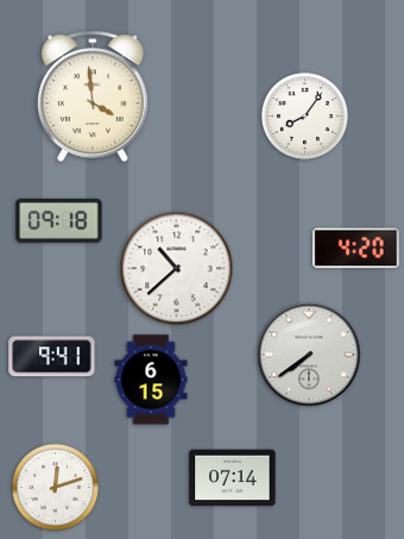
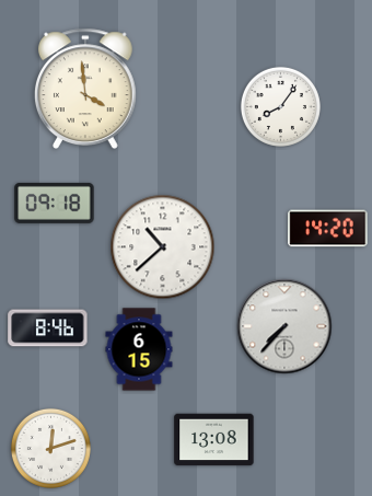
clock at (356, 249): 4:20 -> 14:20
clock at (309, 355): 7:39 -> 7:37
clock at (52, 357): 9:41 -> 8:46
clock at (233, 478): 07:14 -> 13:08
